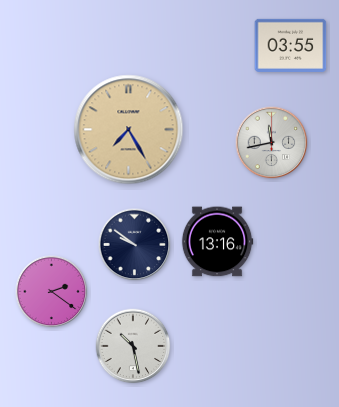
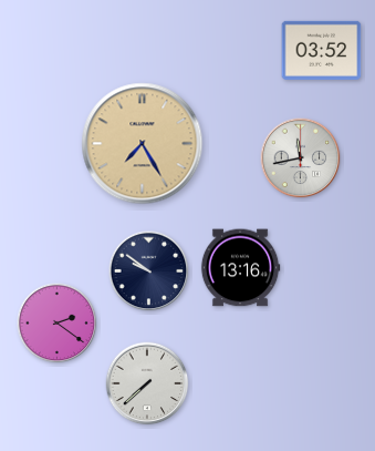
clock at (291, 45): 03:55 -> 03:52
clock at (133, 346): 10:28 -> 7:38
